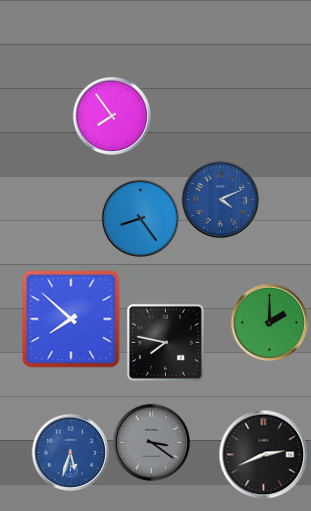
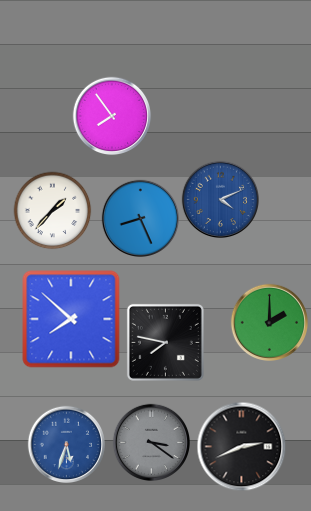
clock at (52, 210): none -> 1:37
clock at (140, 218): 8:24 -> 8:26
clock at (70, 452) position: (70, 452) -> (66, 444)
clock at (263, 454) position: (263, 454) -> (241, 446)
